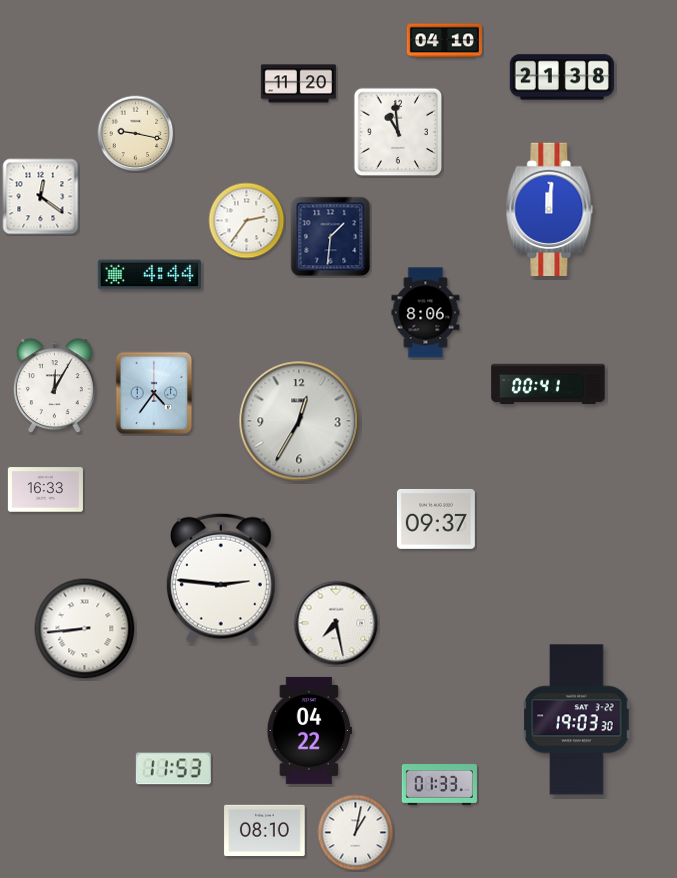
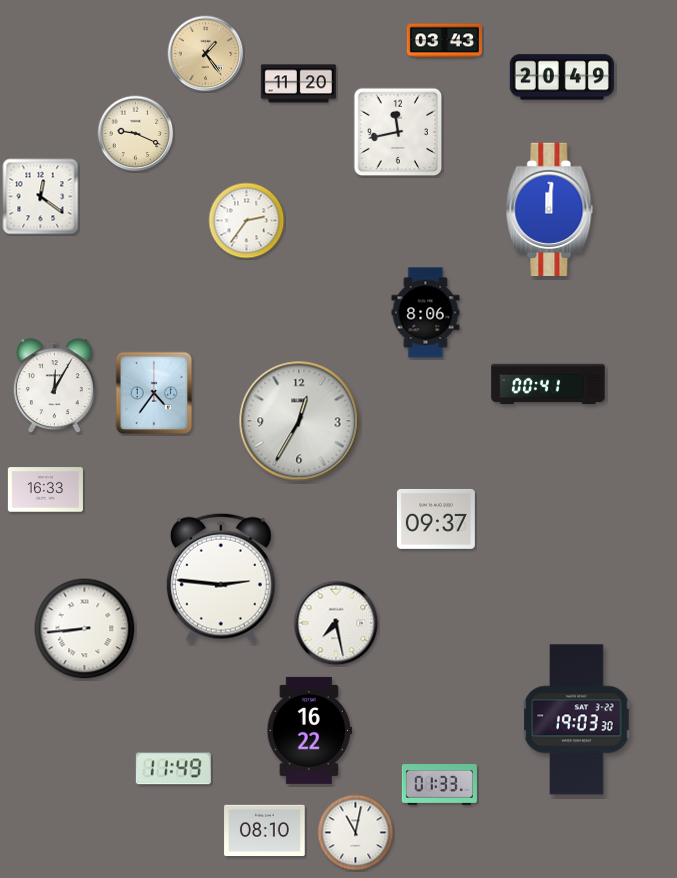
clock at (444, 41): 04:10 -> 03:43
clock at (206, 54): none -> 1:24
clock at (562, 77): 21:38 -> 20:49
clock at (398, 132): 10:59 -> 11:43
clock at (136, 134): 9:17 -> 9:19
clock at (331, 237): 1:31 -> none
clock at (149, 275): 4:44 -> none
clock at (309, 730): 04:22 -> 16:22
clock at (173, 769): 11:53 -> 11:49
clock at (356, 833): 1:02 -> 11:02
